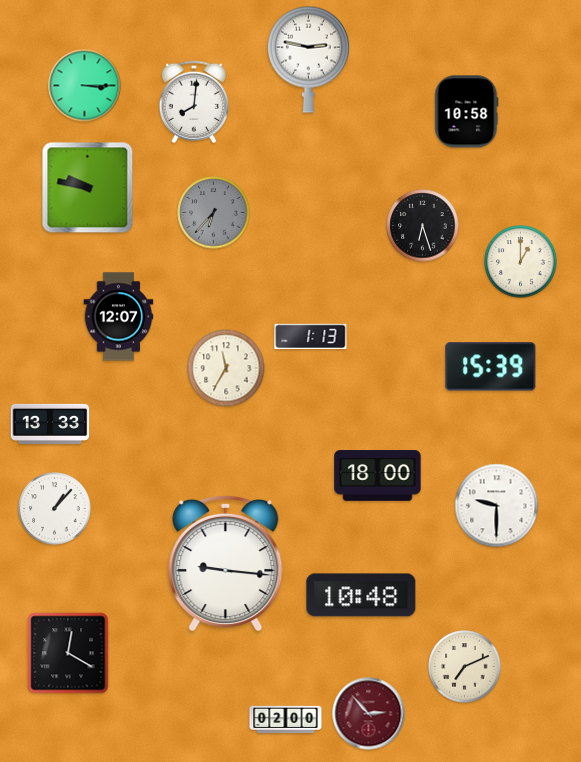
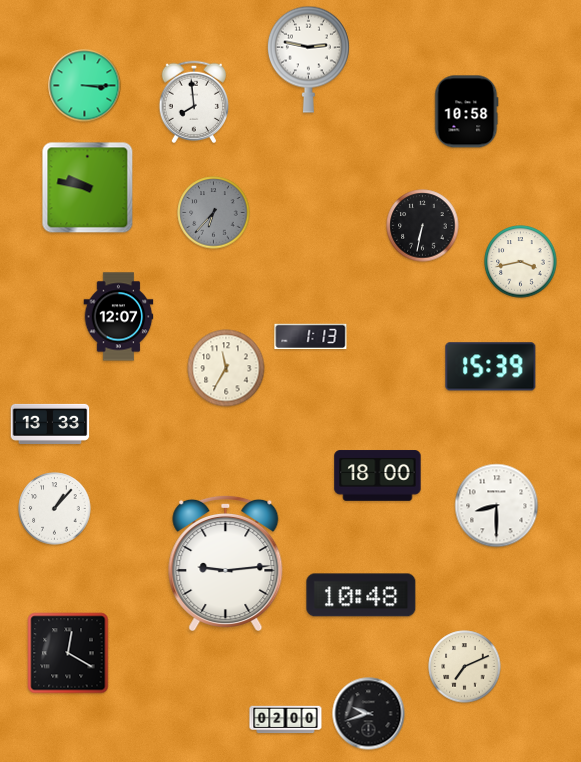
clock at (194, 102): 8:01 -> 7:59
clock at (423, 226): 6:27 -> 6:32
clock at (521, 262): 1:00 -> 3:43
clock at (497, 506): 9:30 -> 8:30
clock at (226, 562): 9:16 -> 9:14
clock at (369, 714): 2:53 -> 9:42
clock at (369, 714) dial: burgundy -> black
